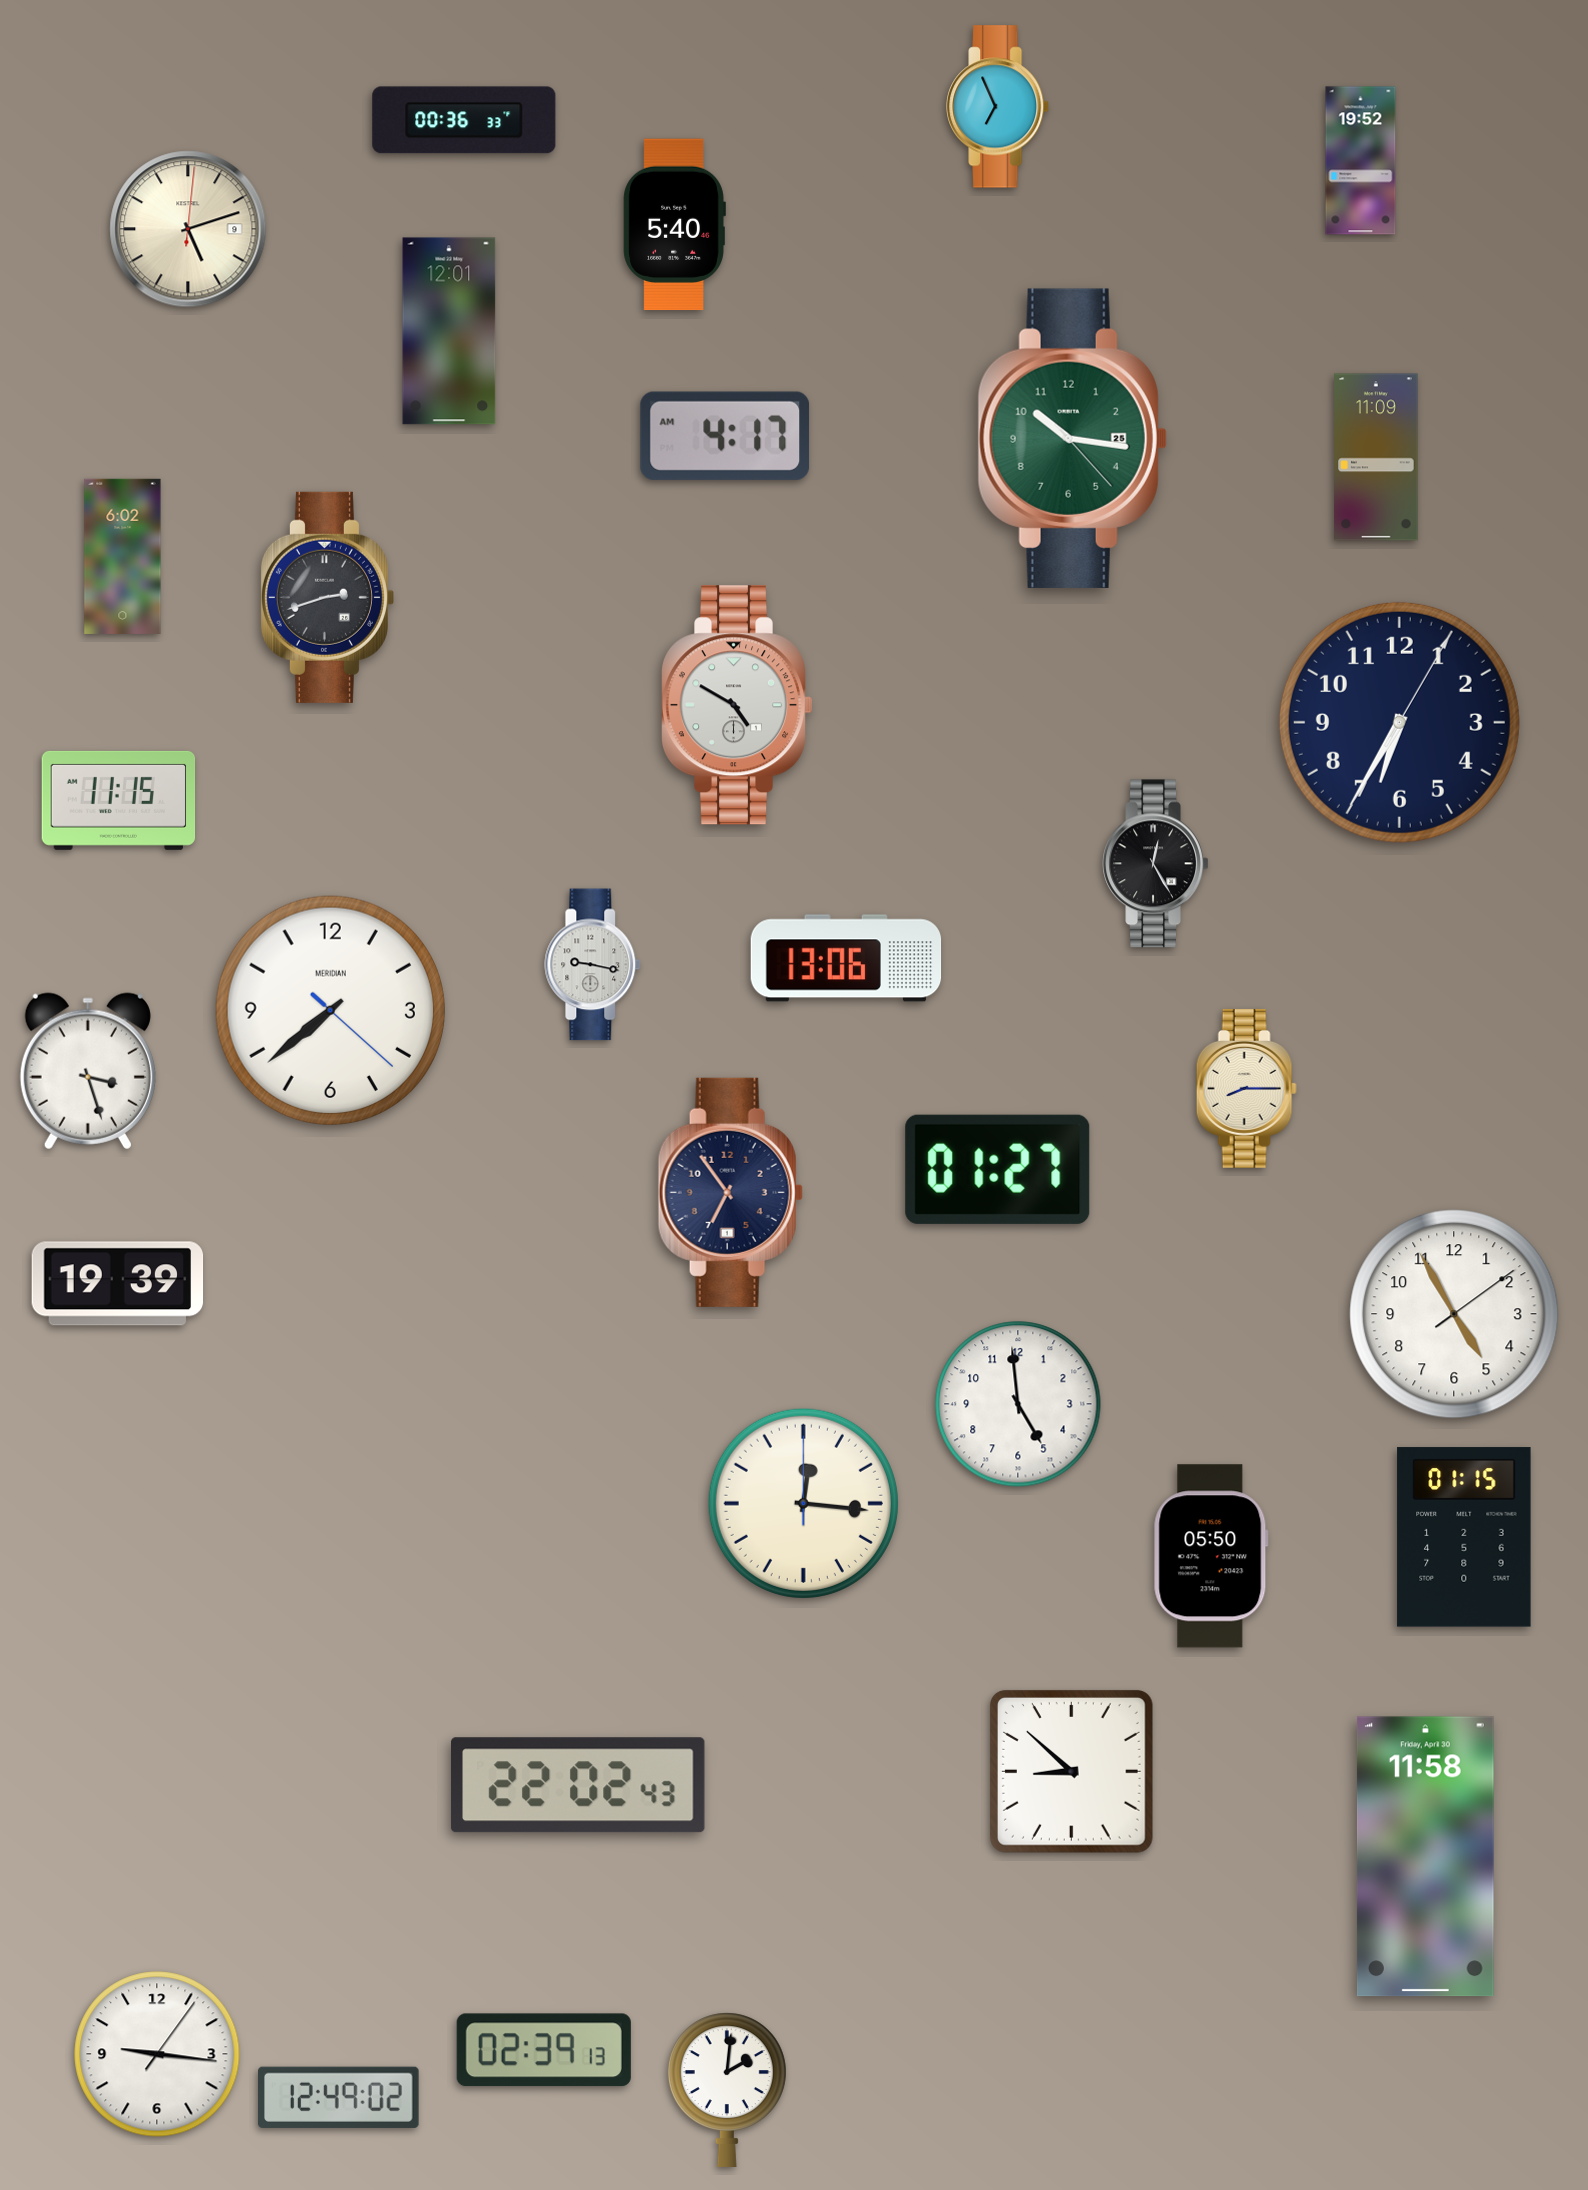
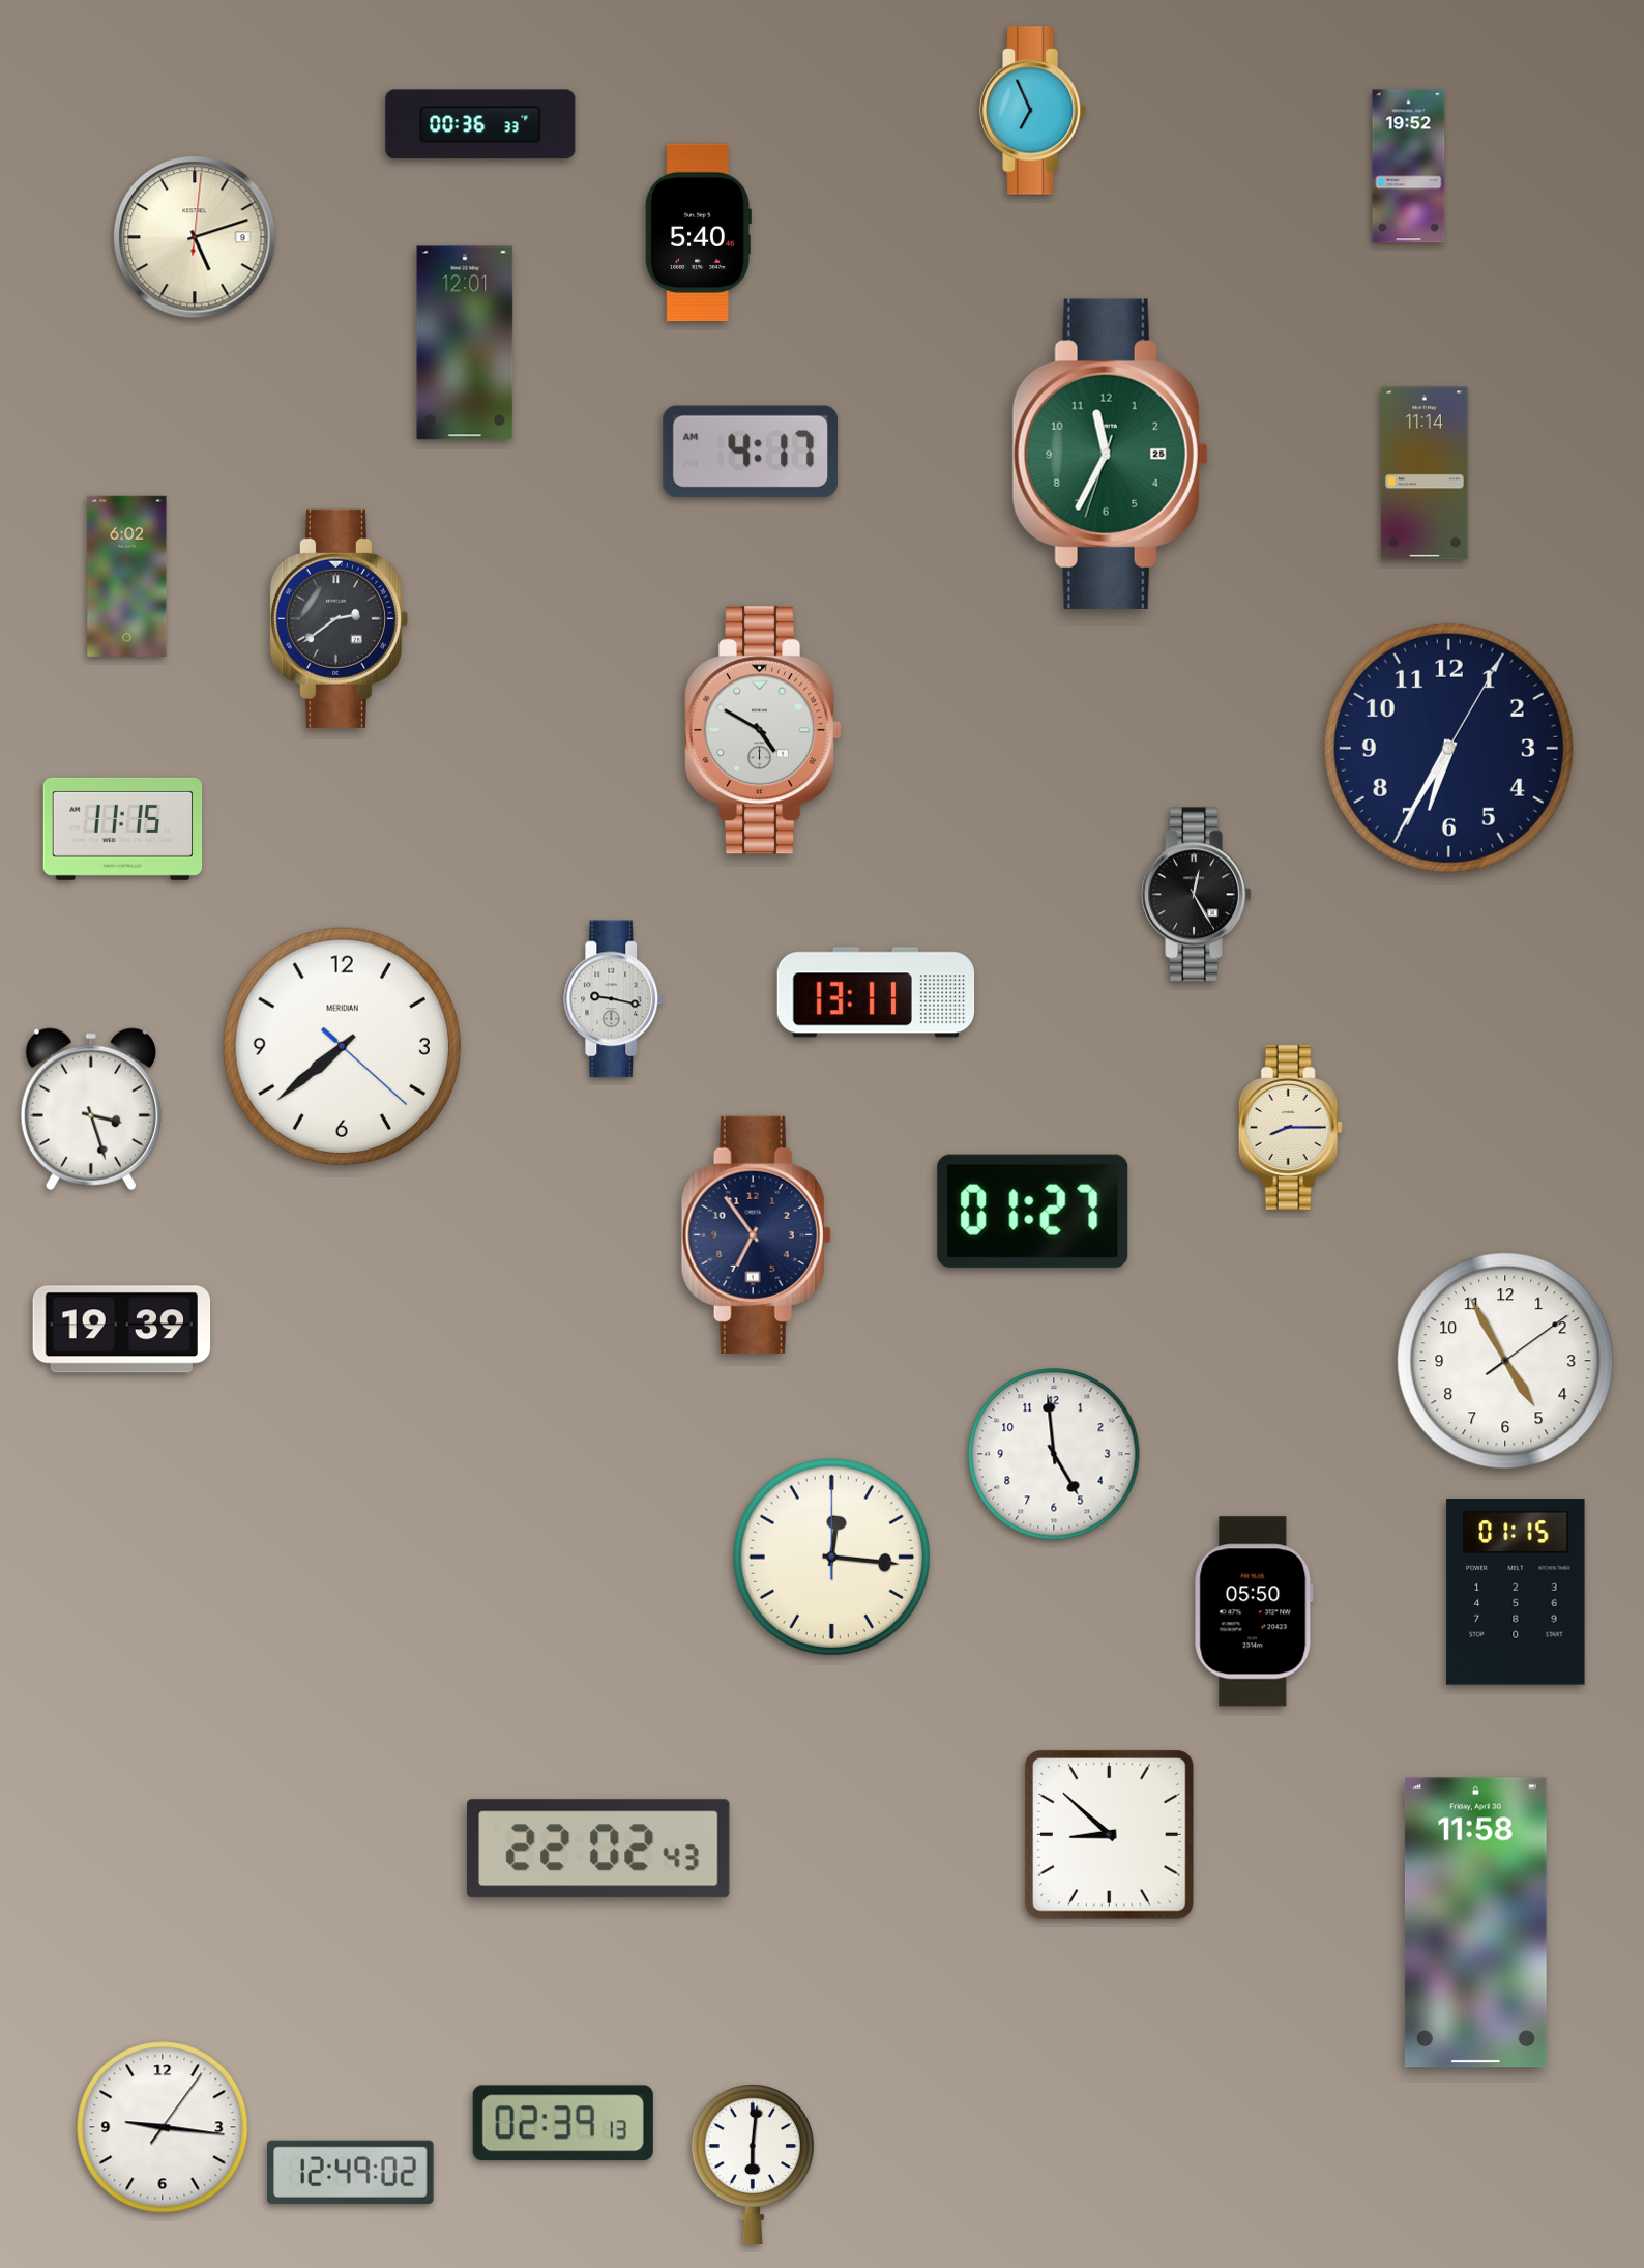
clock at (1072, 438): 10:16 -> 11:34
clock at (1376, 457): 11:09 -> 11:14
clock at (327, 597): 2:42 -> 2:39
clock at (846, 958): 13:06 -> 13:11
clock at (727, 2090): 2:01 -> 6:01
